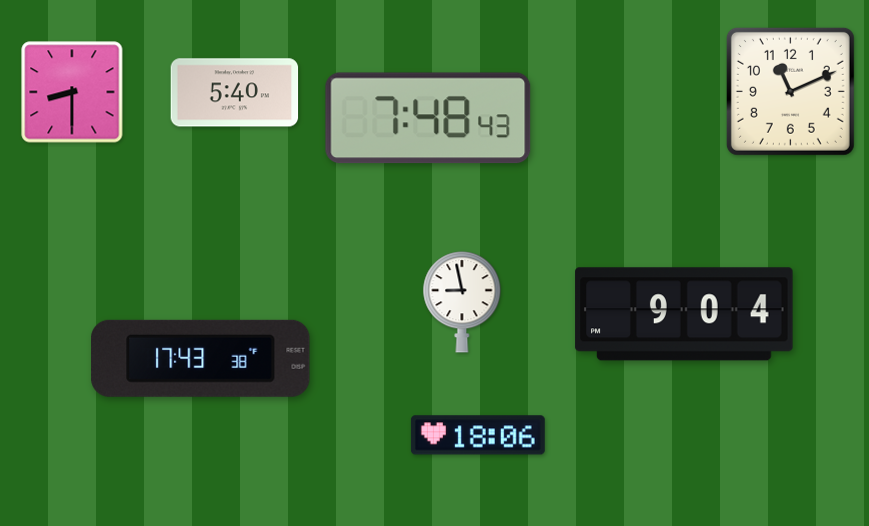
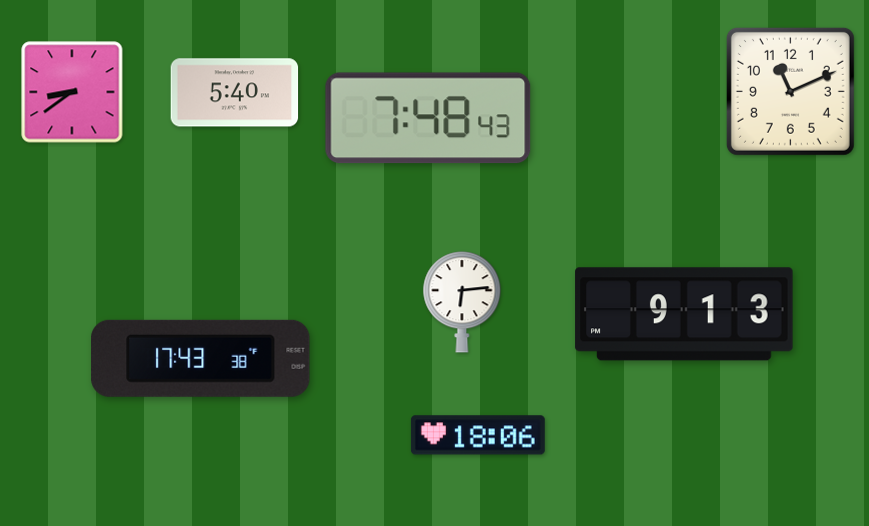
clock at (72, 92): 8:30 -> 8:39
clock at (462, 302): 8:58 -> 6:14
clock at (684, 314): 9:04 -> 9:13
